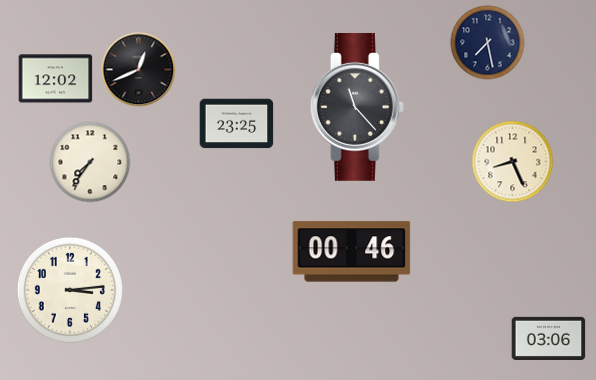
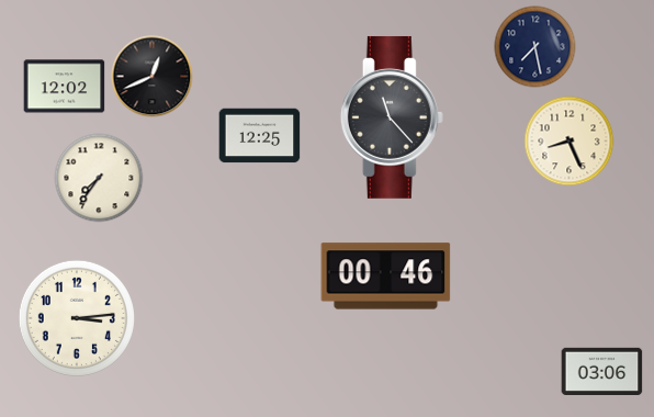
clock at (56, 79) position: (56, 79) -> (65, 87)
clock at (237, 124): 23:25 -> 12:25
clock at (513, 162) position: (513, 162) -> (570, 142)
